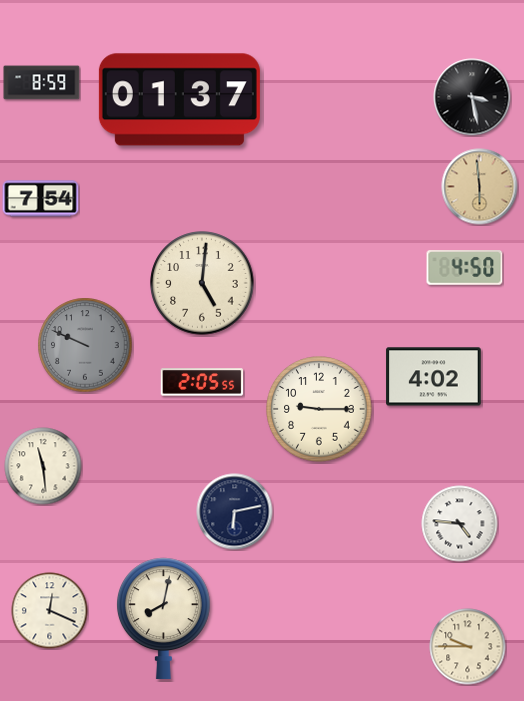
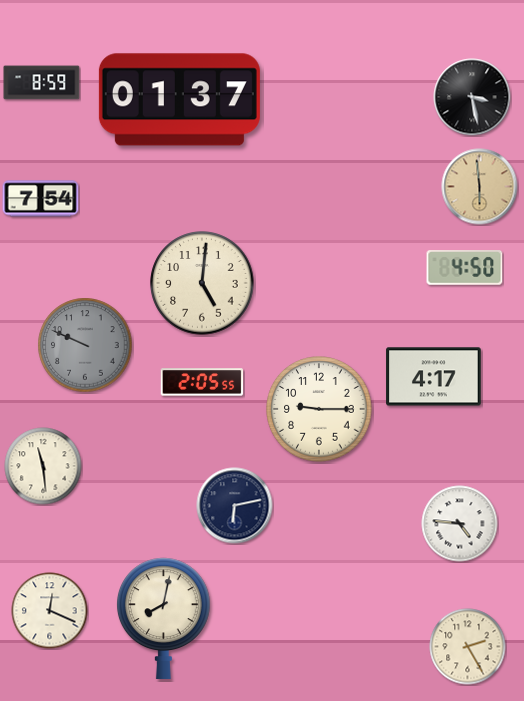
clock at (434, 377): 4:02 -> 4:17
clock at (235, 512) position: (235, 512) -> (235, 506)
clock at (468, 647): 9:45 -> 2:25
